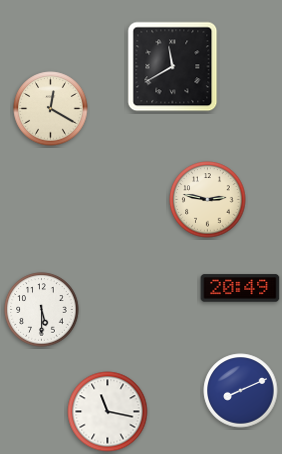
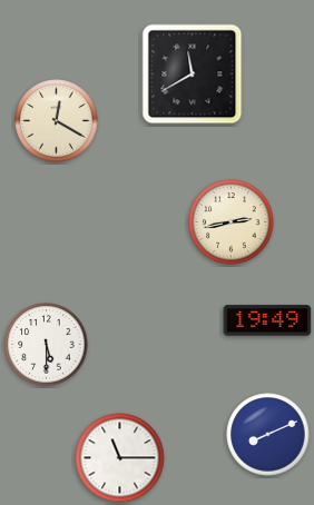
clock at (208, 200): 2:47 -> 2:43
clock at (240, 288): 20:49 -> 19:49
clock at (108, 412): 11:17 -> 11:15
